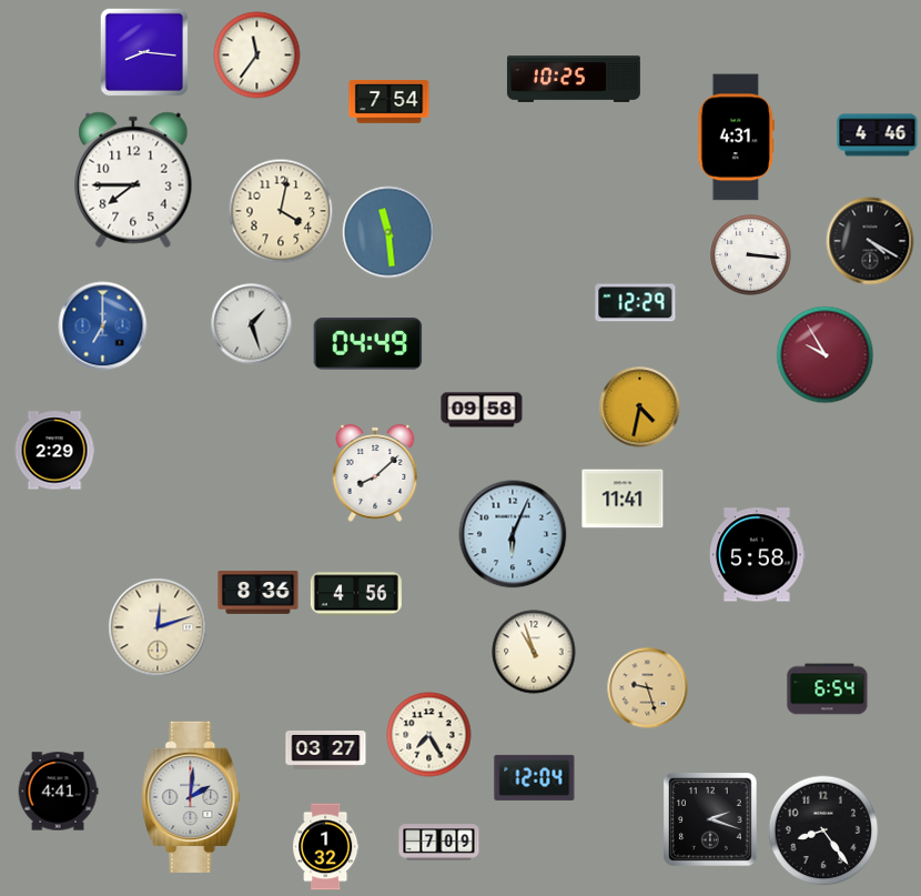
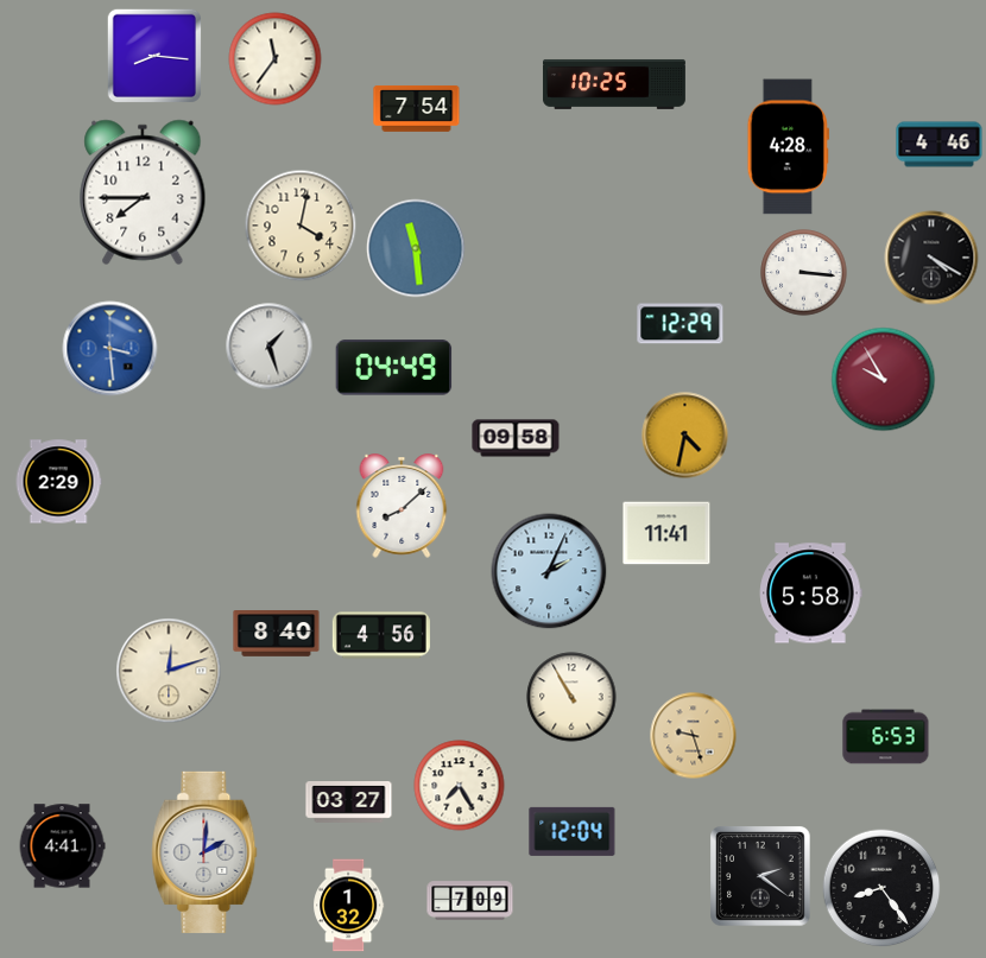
clock at (736, 138): 4:31 -> 4:28
clock at (103, 326): 7:00 -> 3:29
clock at (513, 534): 6:04 -> 2:04
clock at (259, 593): 8:36 -> 8:40
clock at (534, 652): 10:57 -> 10:55
clock at (828, 689): 6:54 -> 6:53
clock at (710, 819): 2:18 -> 2:21
